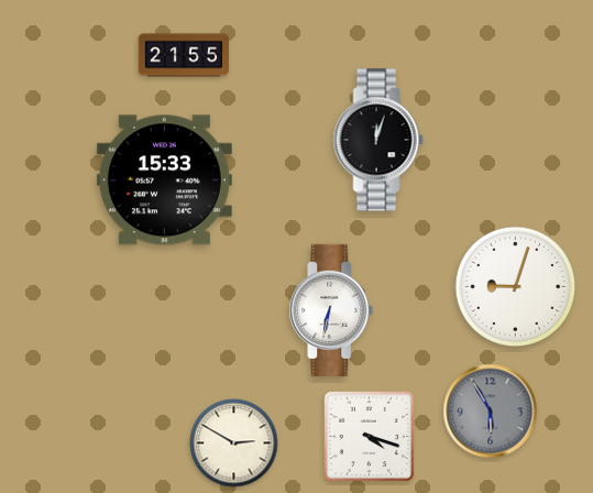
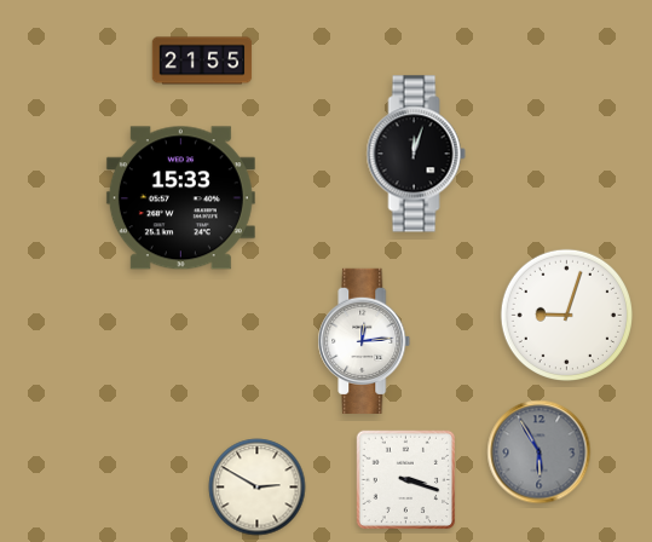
clock at (331, 309): 6:32 -> 12:14
clock at (370, 437): 4:18 -> 3:18
